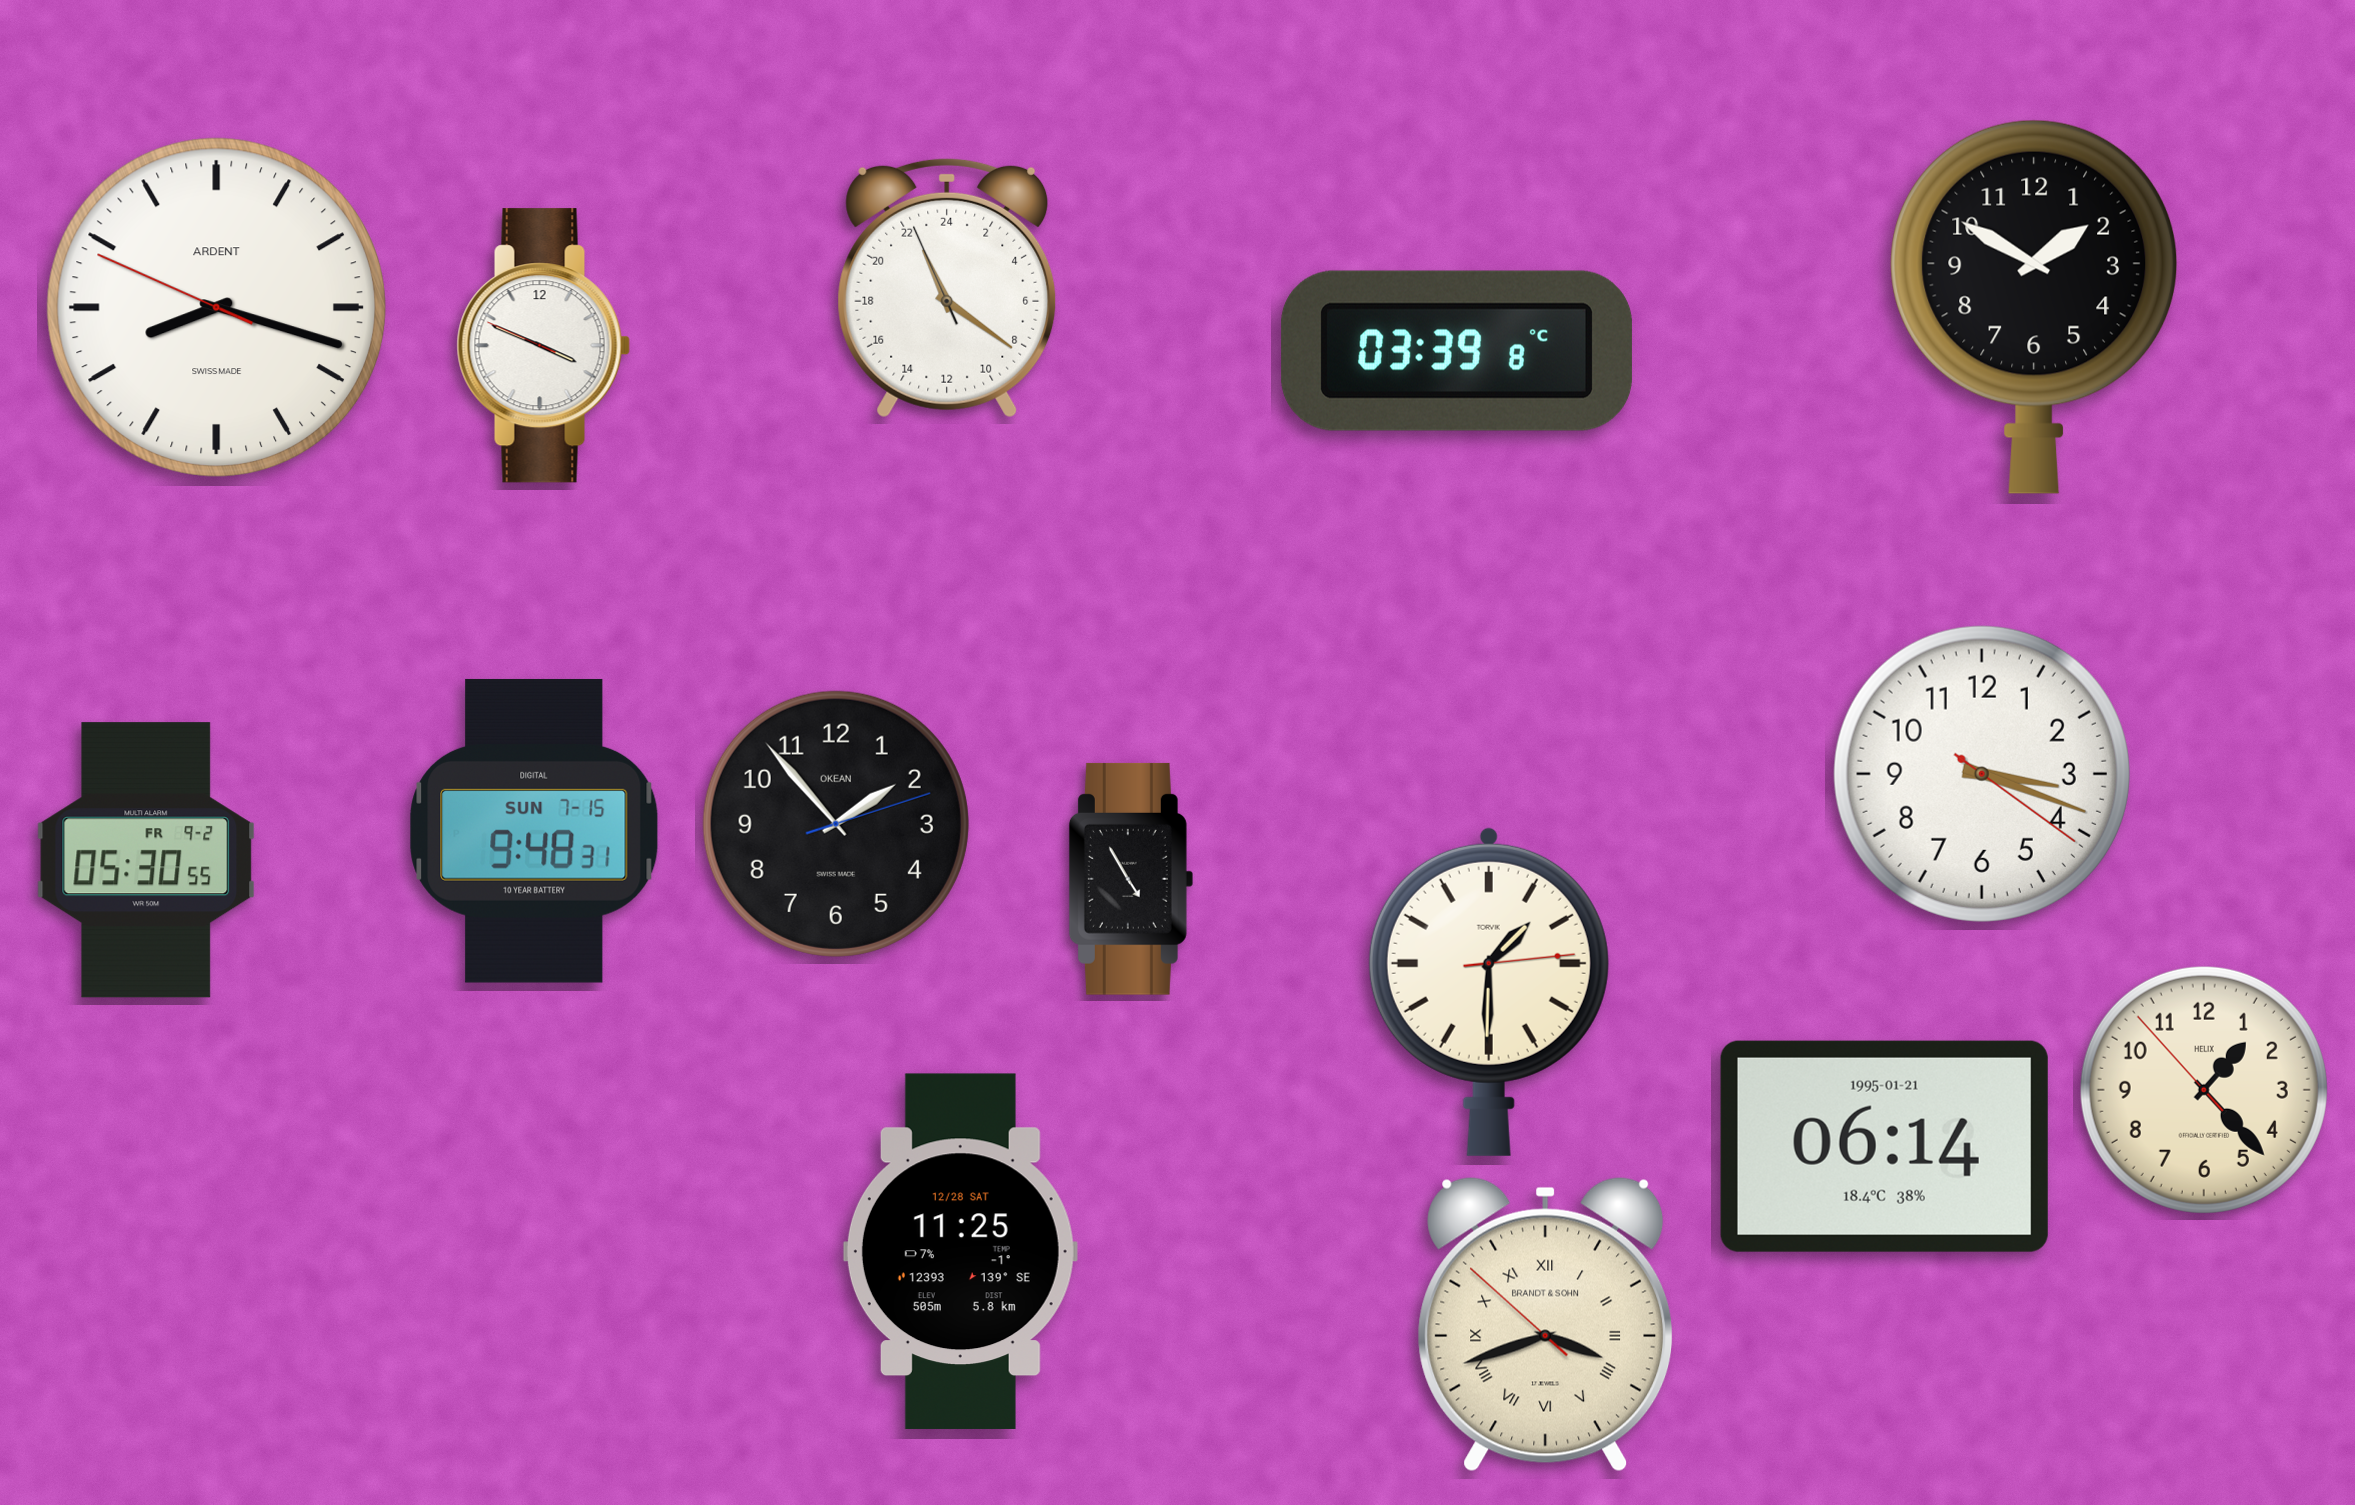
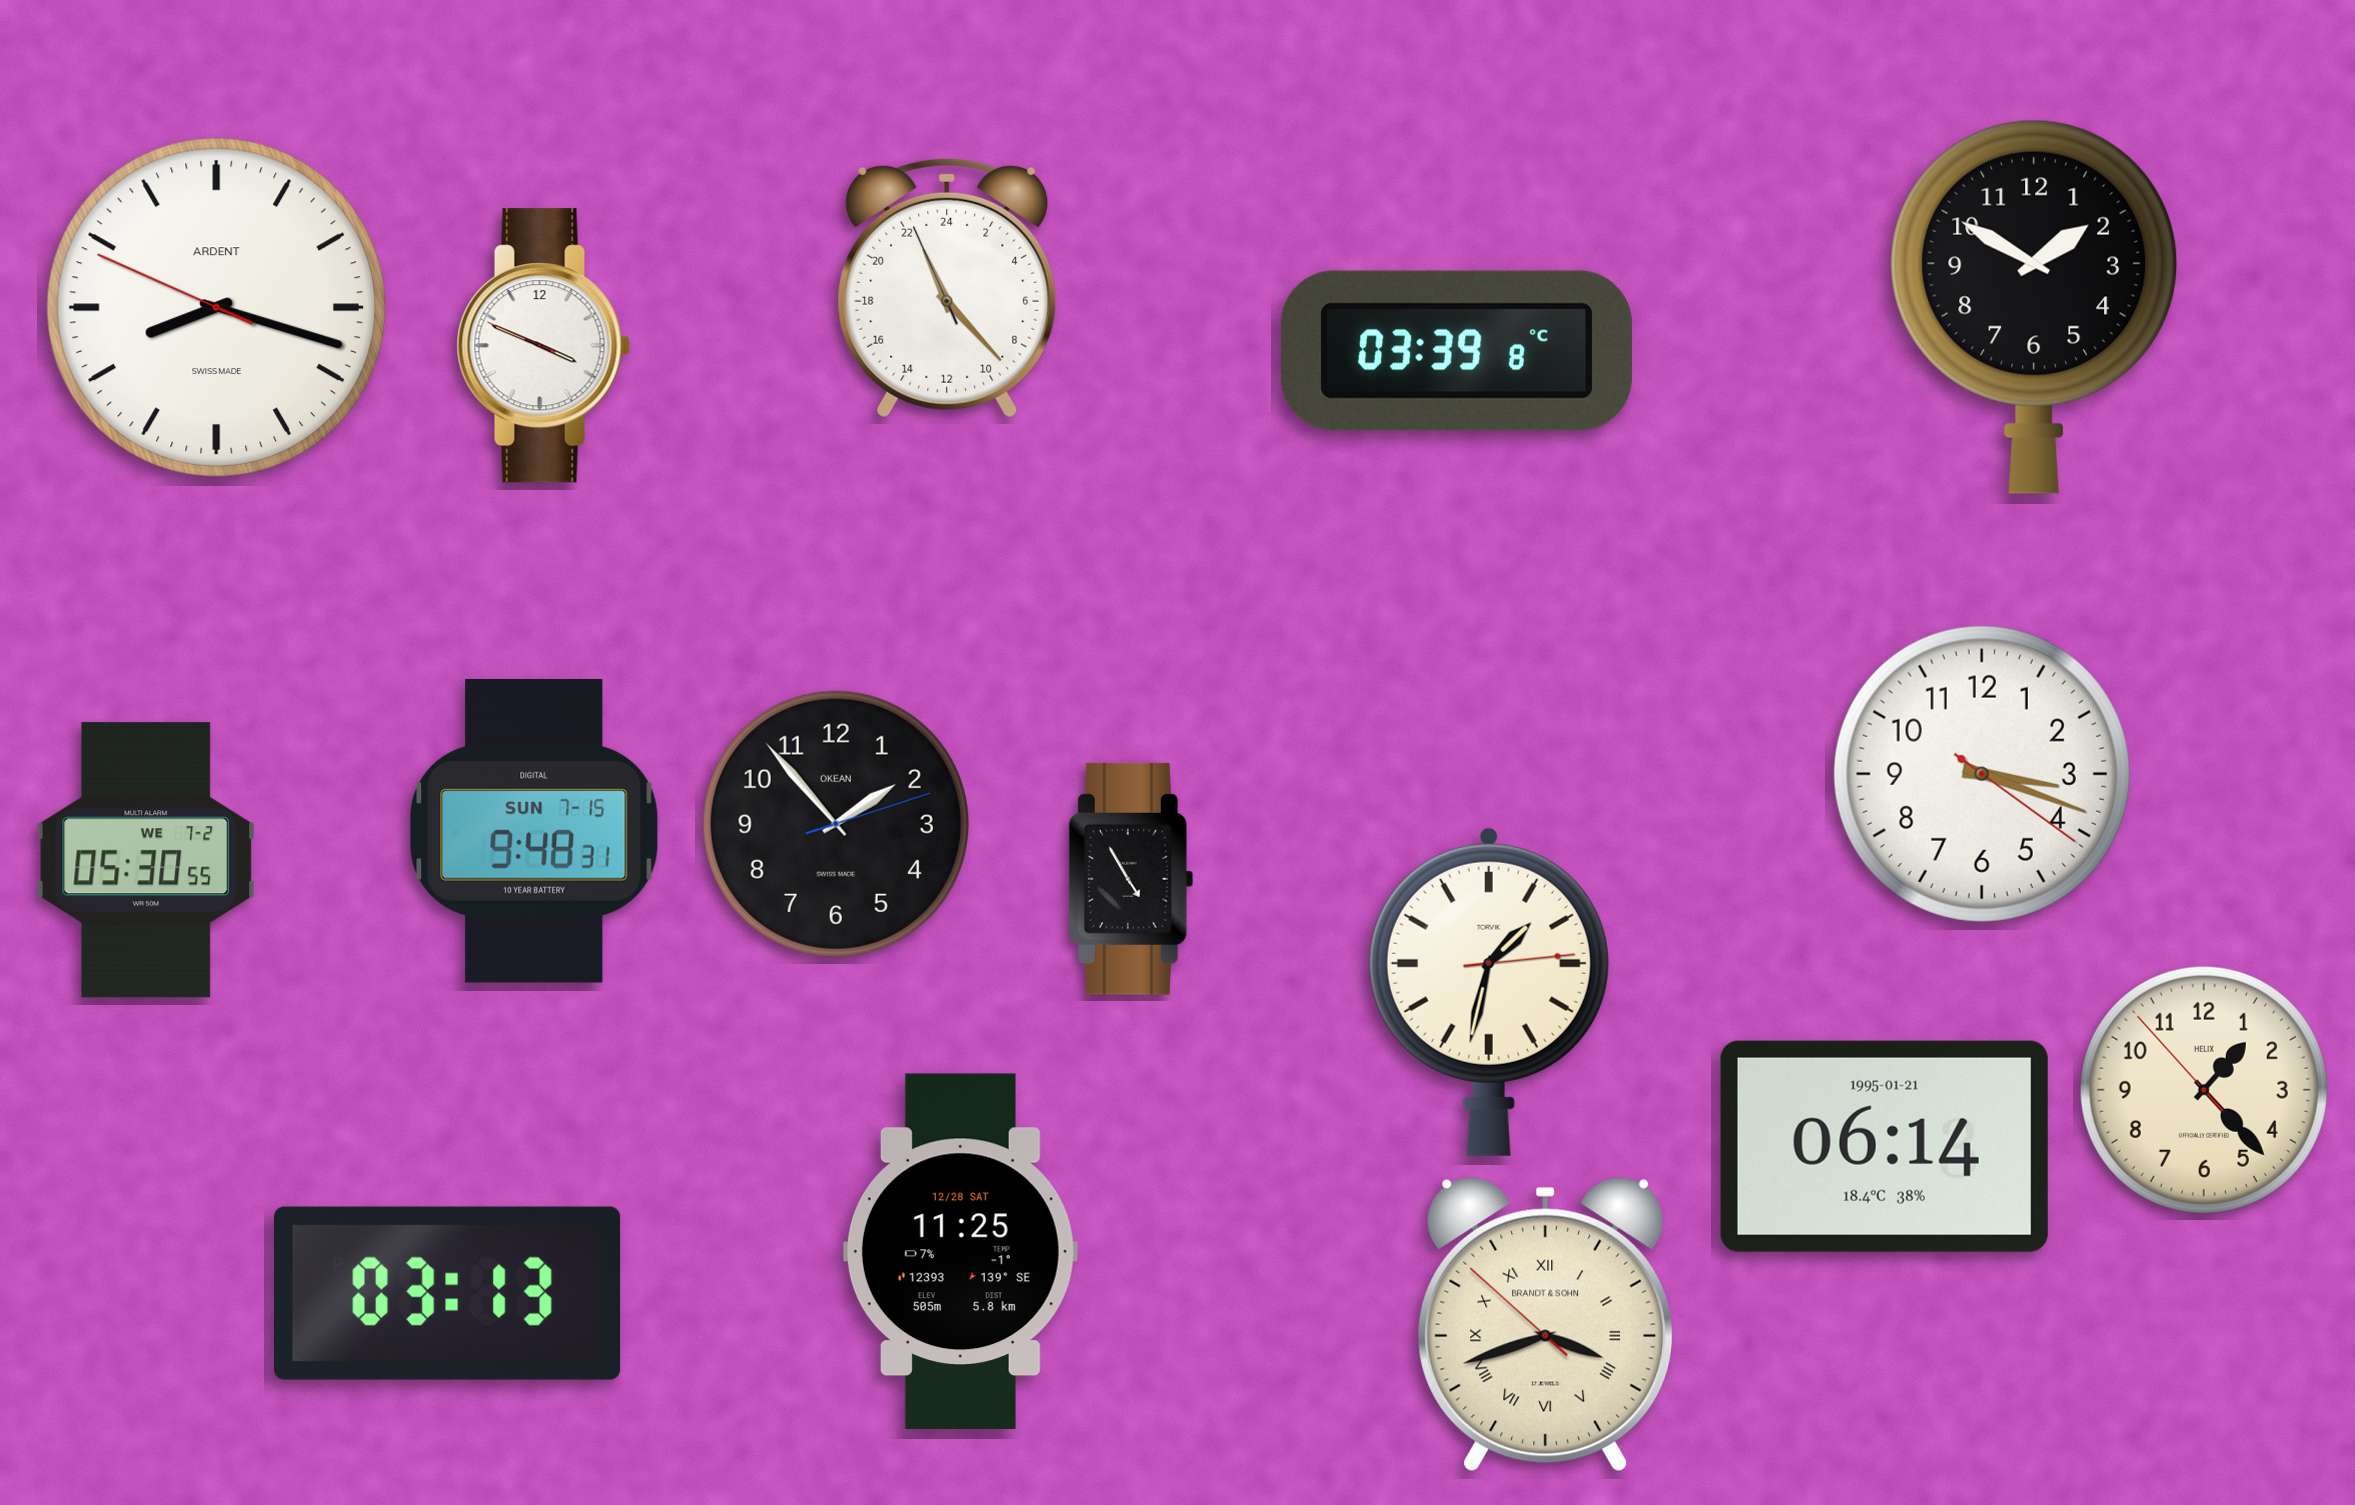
clock at (947, 288): 22:20 -> 22:22
clock at (146, 860) date: FR 9-2 -> WE 7-2
clock at (1489, 991): 1:30 -> 1:32
clock at (448, 1293): none -> 03:13
